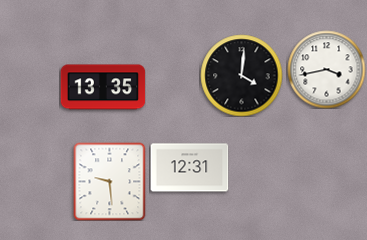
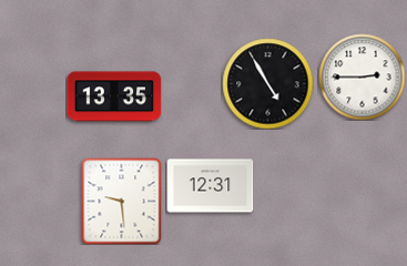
clock at (326, 69): 3:43 -> 2:45
clock at (241, 75): 4:01 -> 4:55
